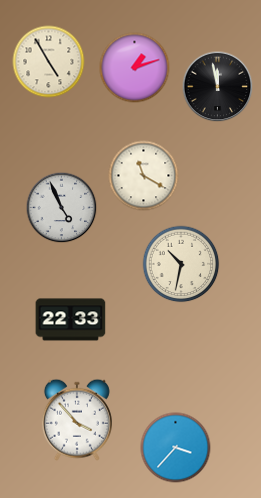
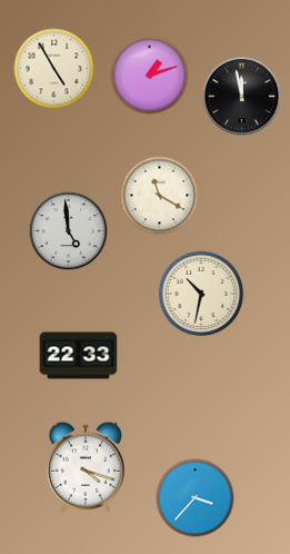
clock at (62, 208): 4:56 -> 4:59
clock at (77, 420): 3:53 -> 4:18
